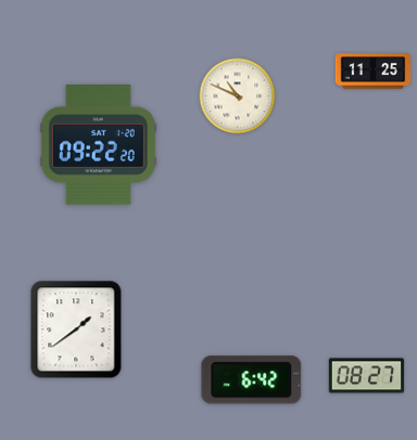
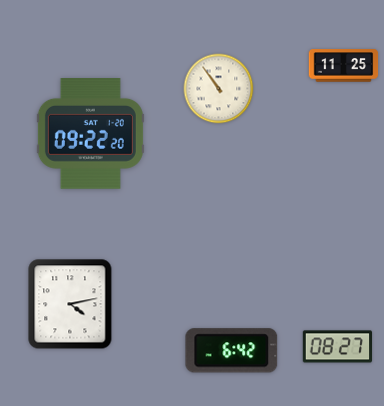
clock at (238, 96): 10:49 -> 10:54
clock at (76, 329): 1:39 -> 4:13
